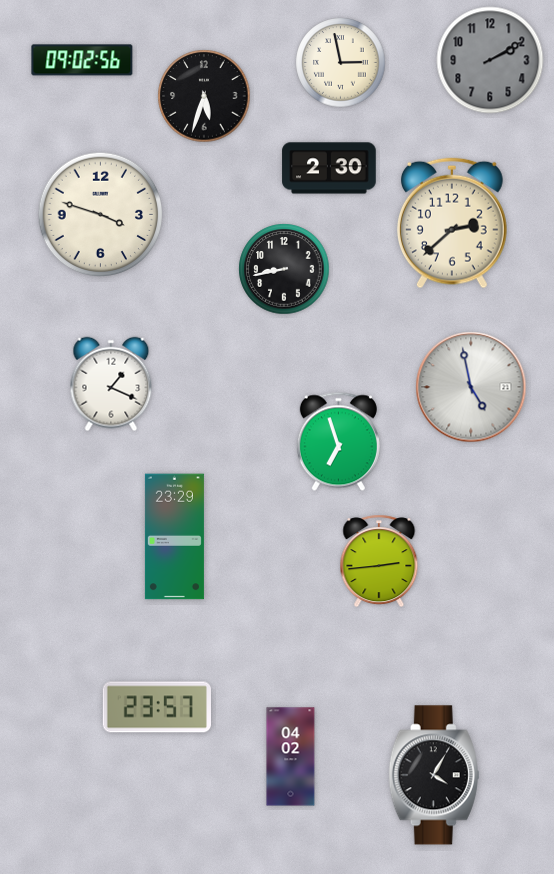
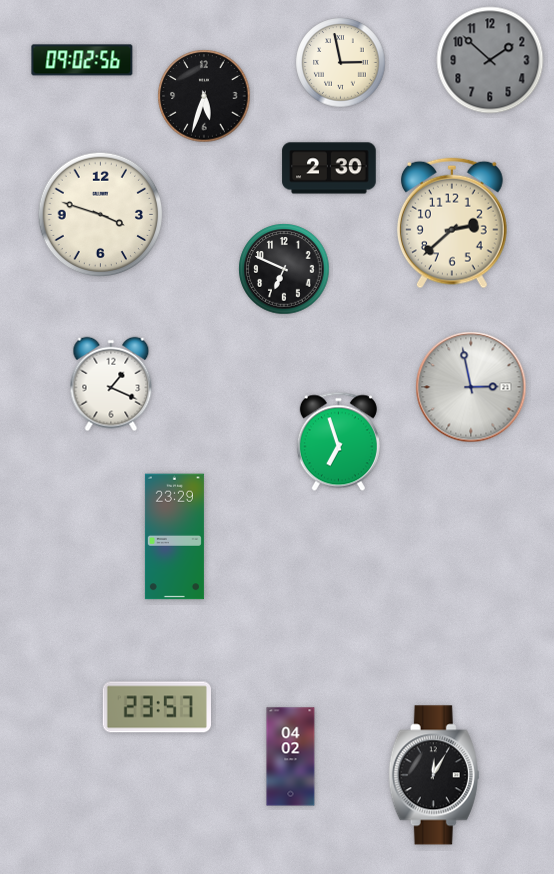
clock at (490, 60): 2:10 -> 1:52
clock at (284, 269): 8:43 -> 6:49
clock at (471, 387): 4:58 -> 2:58
clock at (379, 561): 2:44 -> none
clock at (434, 775): 4:05 -> 12:05
